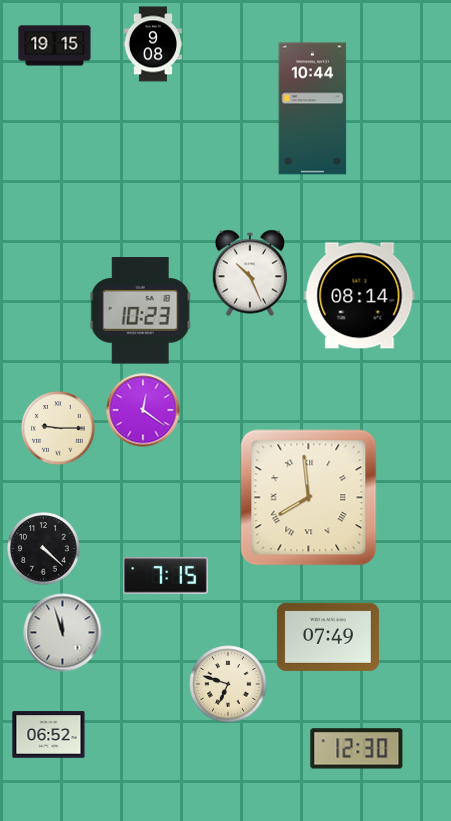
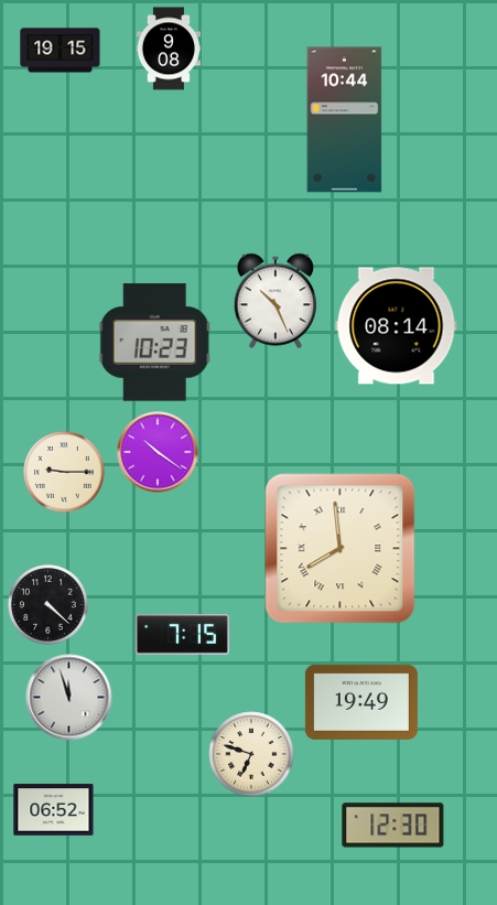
clock at (143, 410): 12:21 -> 10:21
clock at (328, 637): 07:49 -> 19:49
